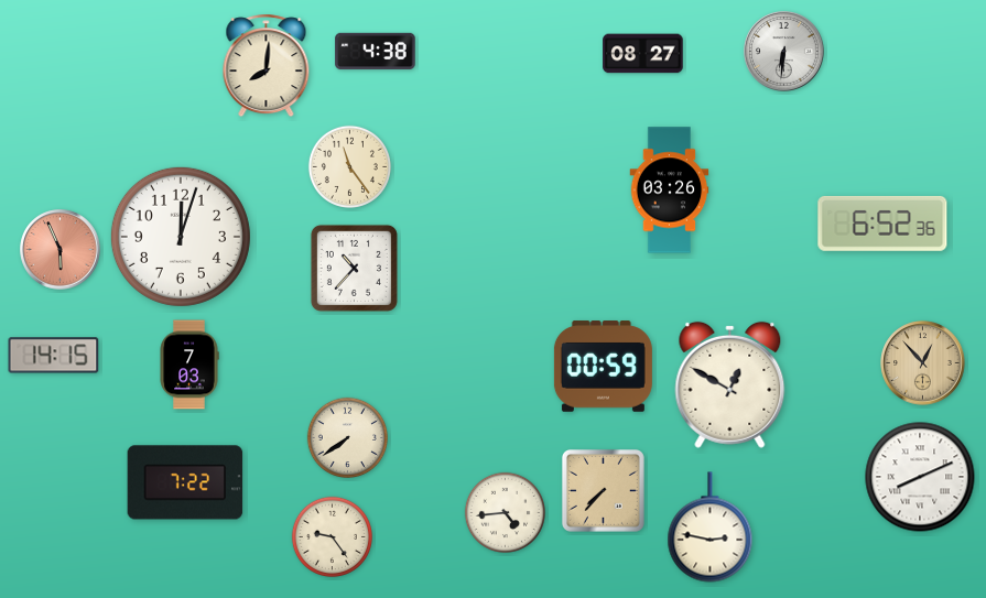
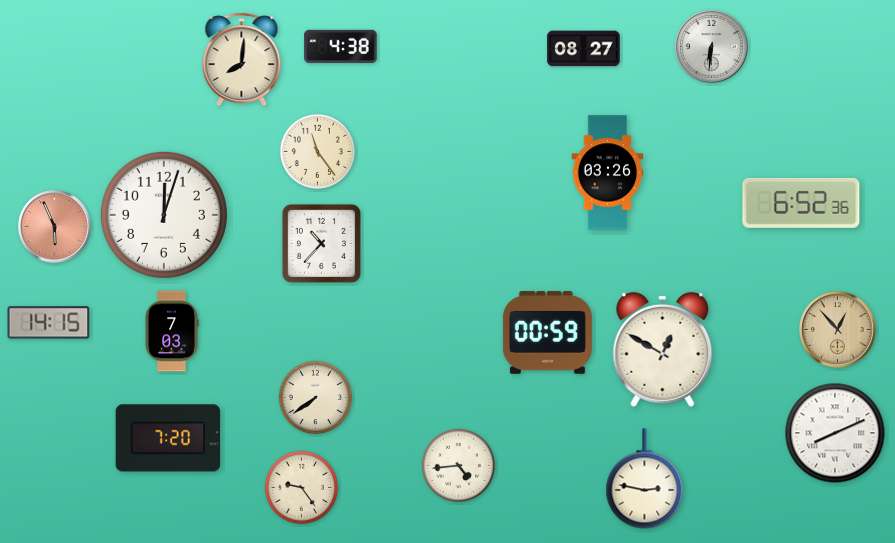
clock at (185, 482): 7:22 -> 7:20
clock at (603, 490): 7:37 -> none
